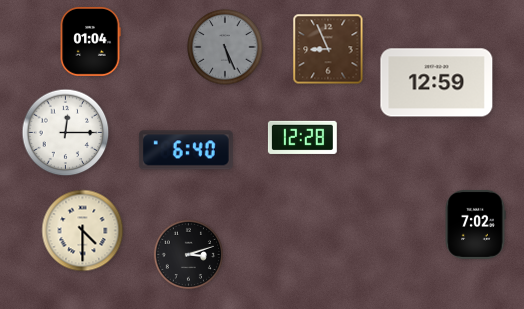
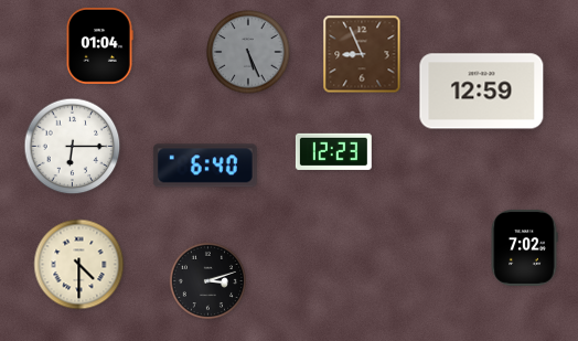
clock at (66, 133): 12:15 -> 6:15
clock at (302, 137): 12:28 -> 12:23
clock at (83, 231) position: (83, 231) -> (79, 265)
